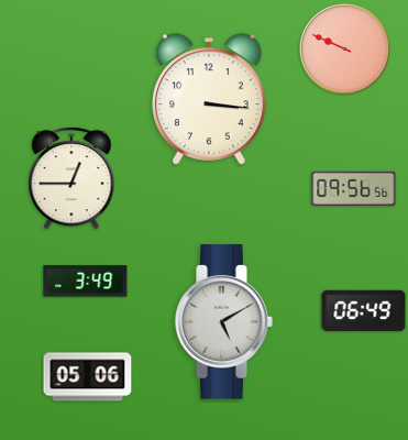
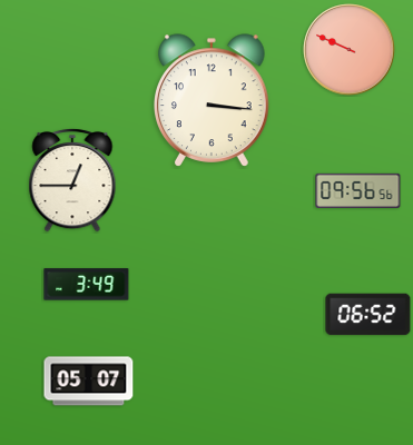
clock at (364, 311): 06:49 -> 06:52
clock at (224, 322): 5:10 -> none
clock at (88, 377): 05:06 -> 05:07
